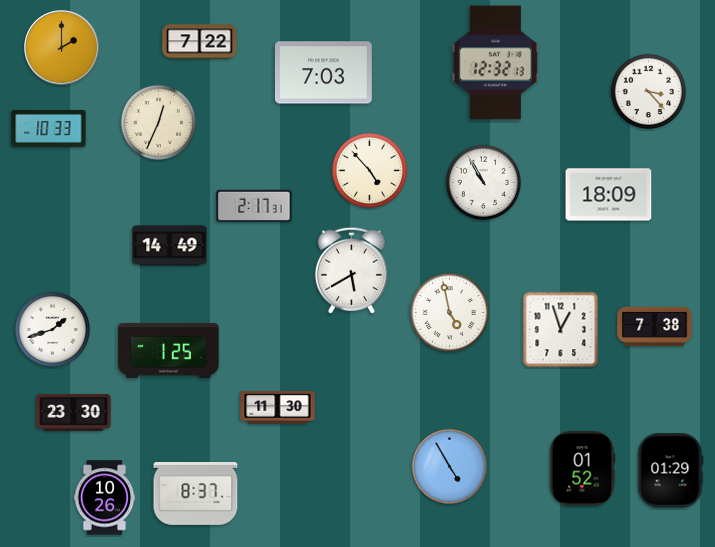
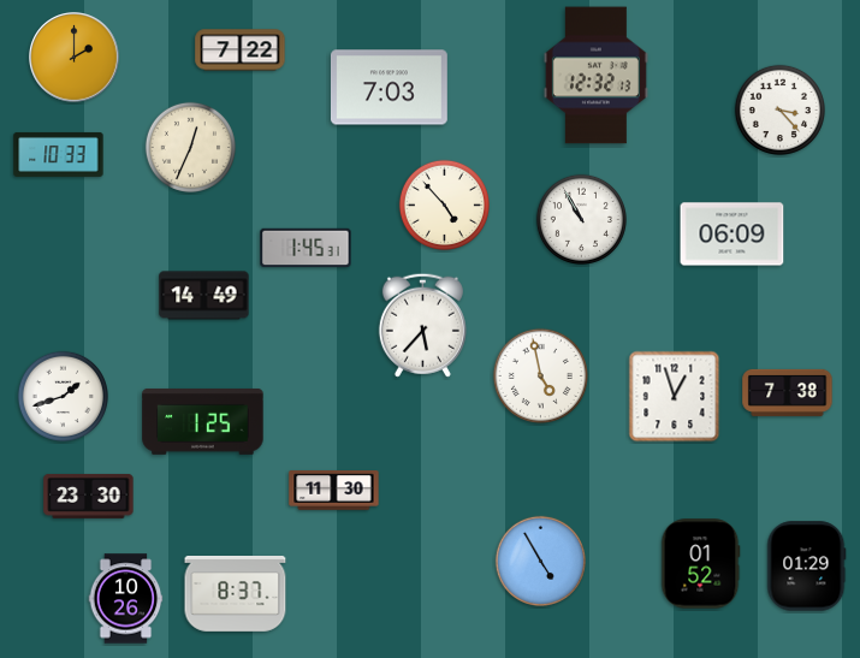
clock at (609, 195): 18:09 -> 06:09
clock at (254, 206): 2:17 -> 1:45
clock at (351, 270): 5:40 -> 5:37
